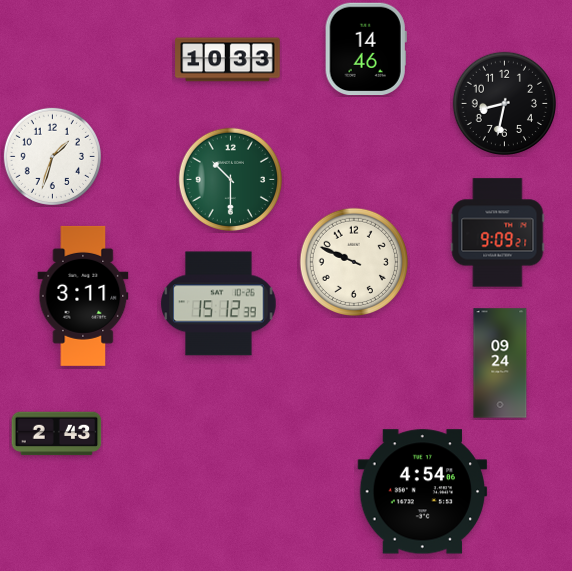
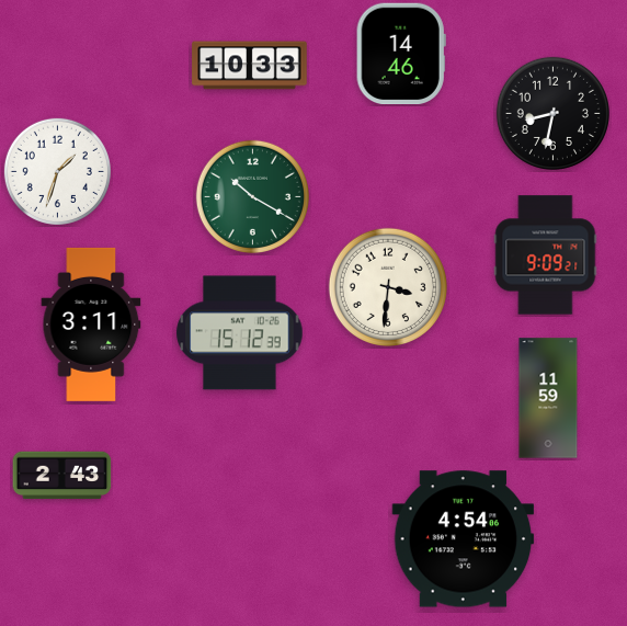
clock at (230, 179): 10:30 -> 10:20
clock at (353, 261): 9:49 -> 3:31
clock at (500, 363): 09:24 -> 11:59
